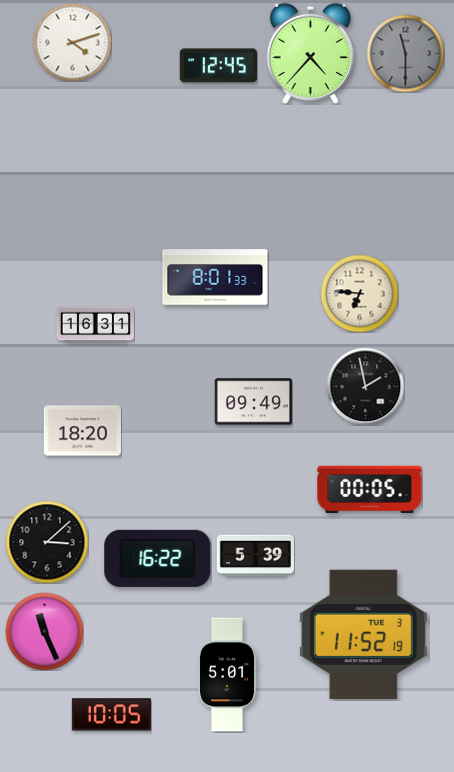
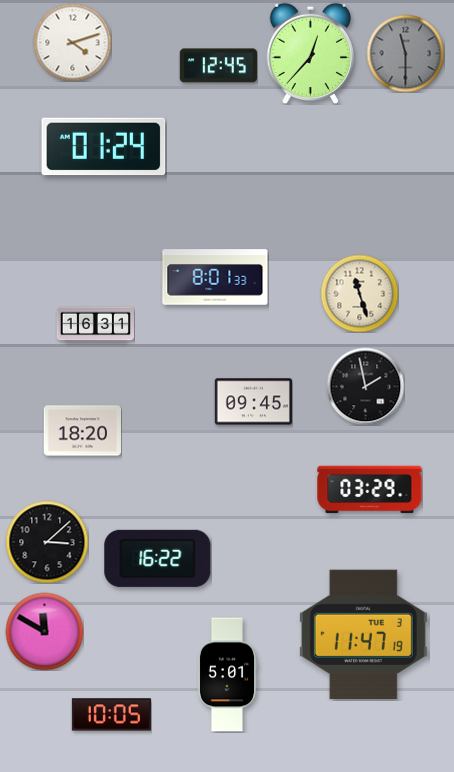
clock at (310, 53): 4:37 -> 12:37
clock at (104, 147): none -> 01:24
clock at (359, 293): 6:46 -> 11:27
clock at (253, 402): 09:49 -> 09:45
clock at (370, 490): 00:05 -> 03:29
clock at (255, 556): 5:39 -> none
clock at (44, 631): 11:26 -> 11:50
clock at (363, 634): 11:52 -> 11:47
